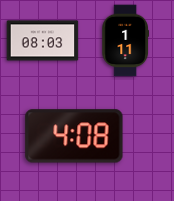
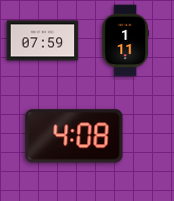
clock at (43, 41): 08:03 -> 07:59
